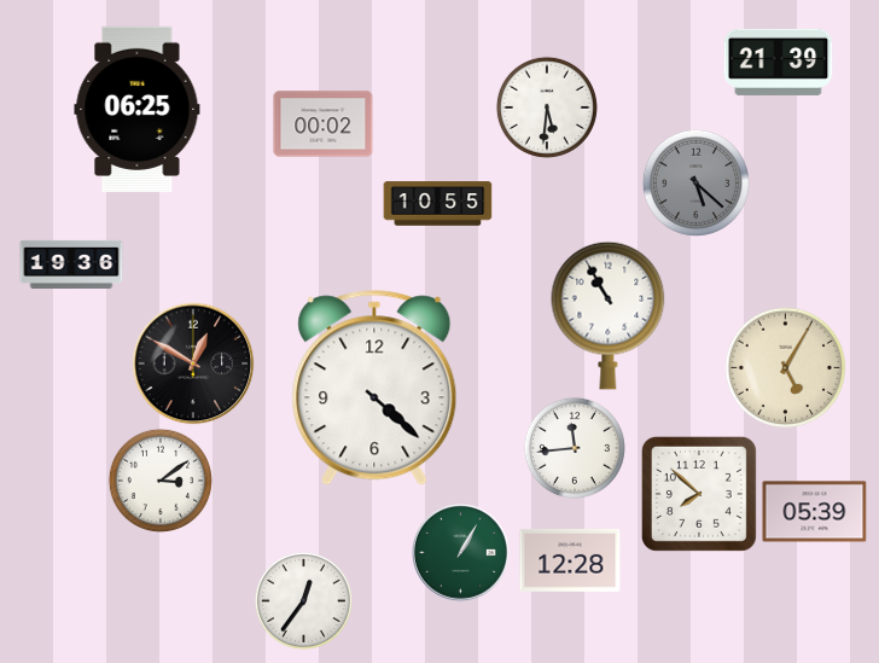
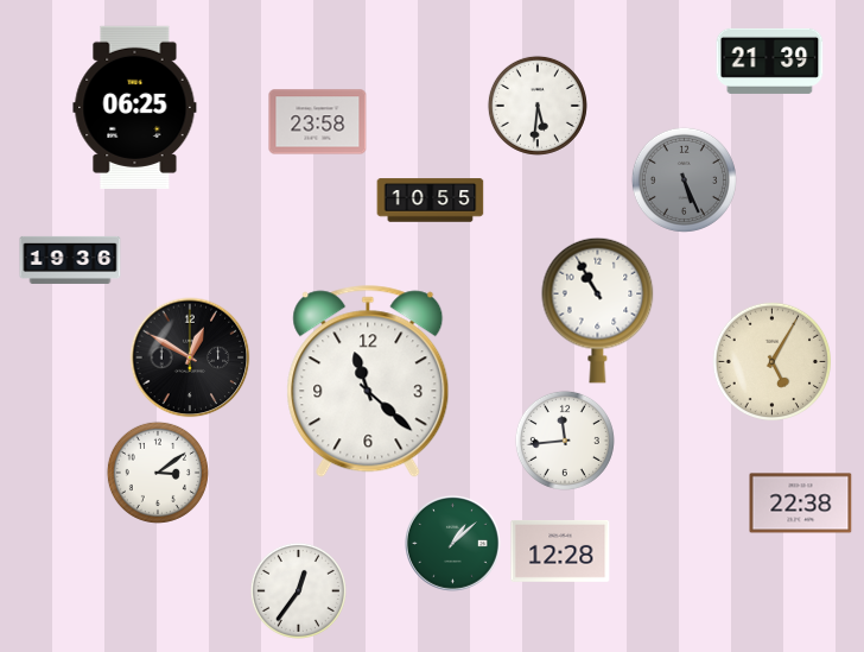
clock at (779, 62) position: (779, 62) -> (770, 61)
clock at (324, 124): 00:02 -> 23:58
clock at (695, 182): 5:22 -> 5:26
clock at (374, 388): 4:22 -> 11:22
clock at (699, 494): 7:52 -> none
clock at (815, 512): 05:39 -> 22:38
clock at (461, 553): 1:05 -> 1:08
